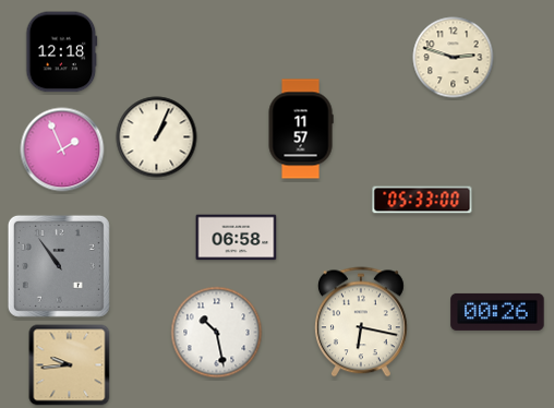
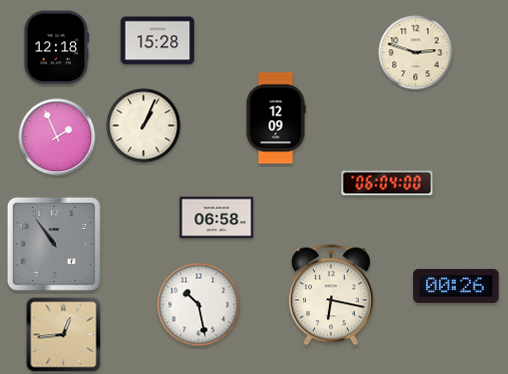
clock at (158, 41): none -> 15:28
clock at (301, 129): 11:57 -> 12:09
clock at (422, 200): 05:33 -> 06:04
clock at (70, 365): 9:44 -> 12:44
